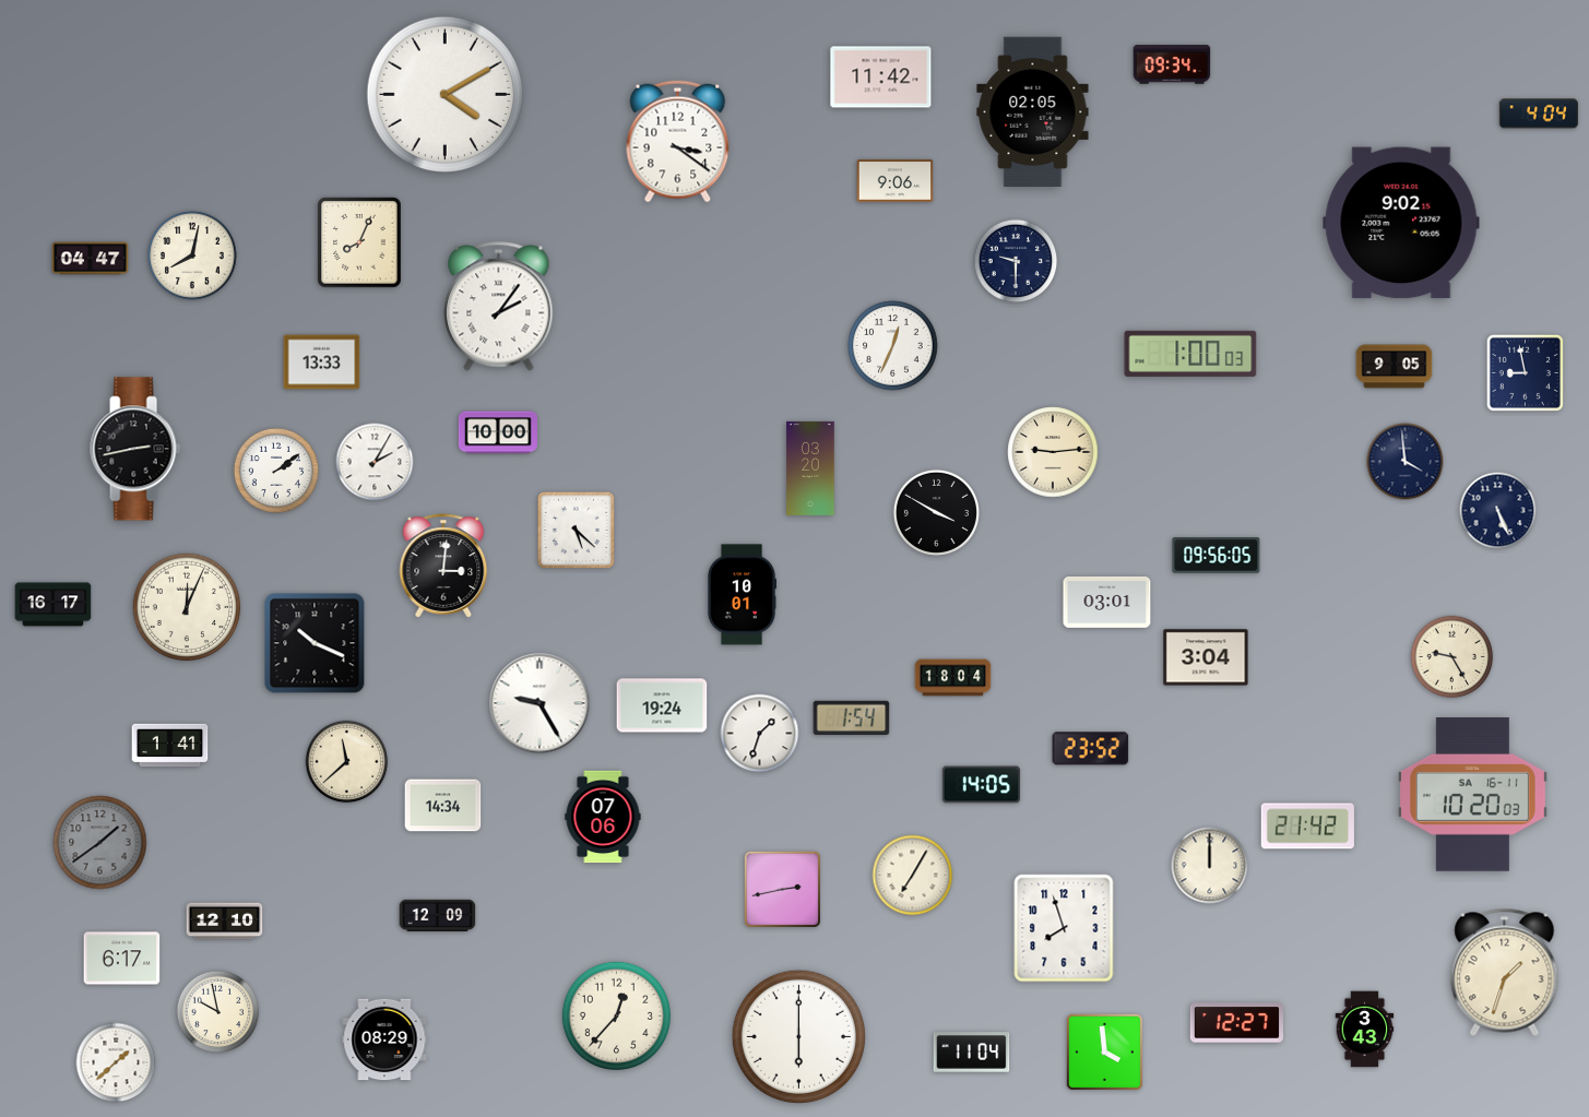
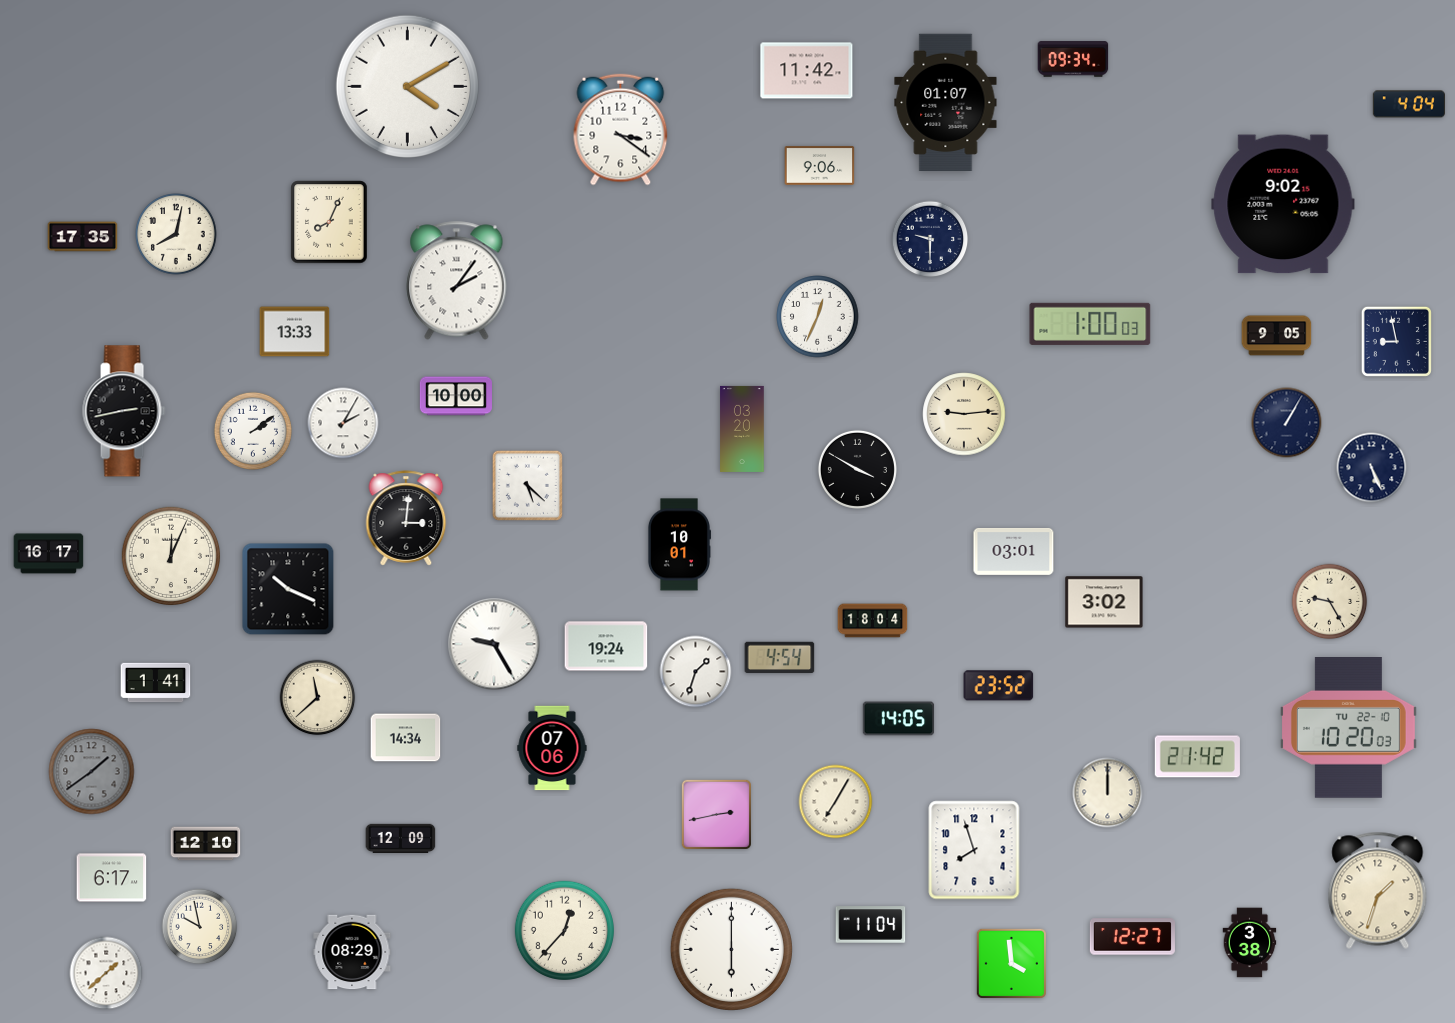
clock at (1033, 111): 02:05 -> 01:07
clock at (91, 259): 04:47 -> 17:35
clock at (1406, 462): 3:59 -> 1:05
clock at (1217, 556): 09:56 -> none
clock at (1206, 657): 3:04 -> 3:02
clock at (852, 718): 1:54 -> 4:54
clock at (1472, 795) date: SA 16-11 -> TU 22-10
clock at (1365, 1030): 3:43 -> 3:38
clock at (972, 1053) position: (972, 1053) -> (871, 925)
